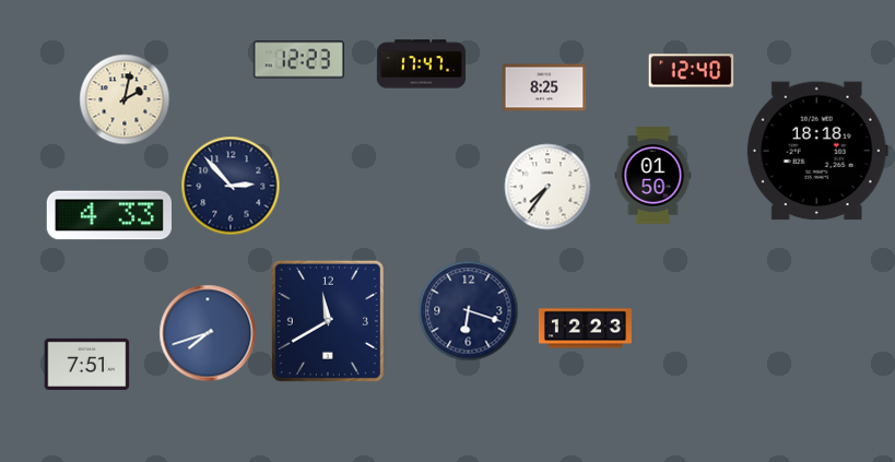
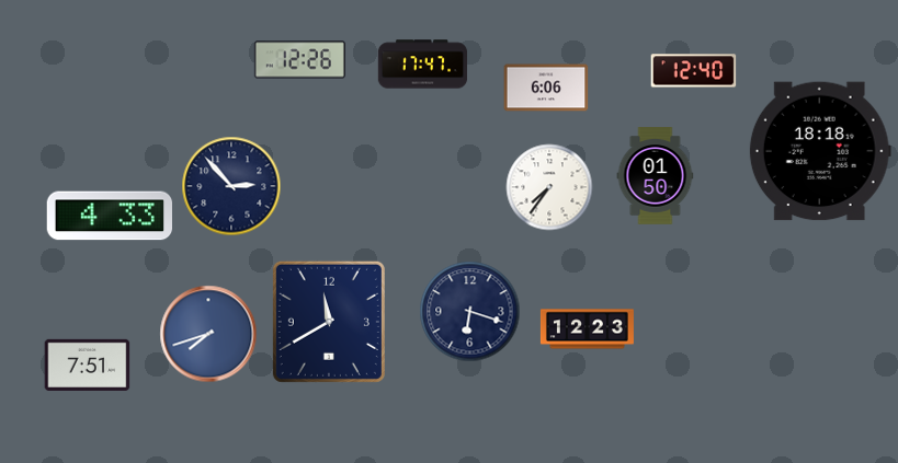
clock at (298, 60): 12:23 -> 12:26
clock at (544, 87): 8:25 -> 6:06
clock at (125, 99): 2:02 -> none
